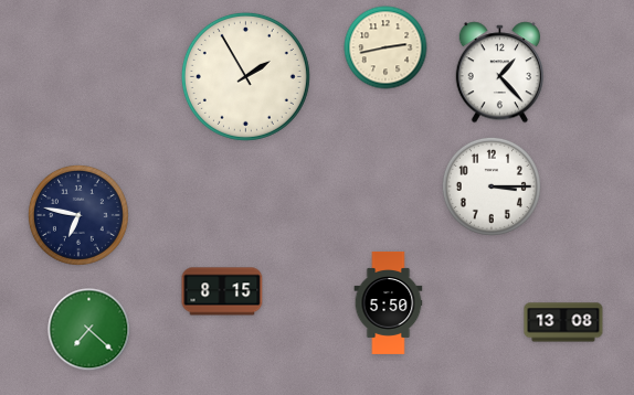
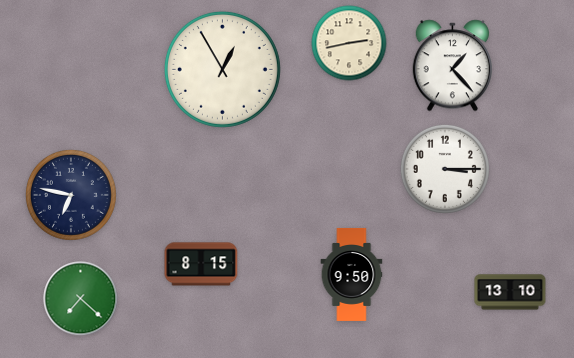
clock at (245, 76): 1:55 -> 12:55
clock at (389, 303): 5:50 -> 9:50
clock at (563, 322): 13:08 -> 13:10
